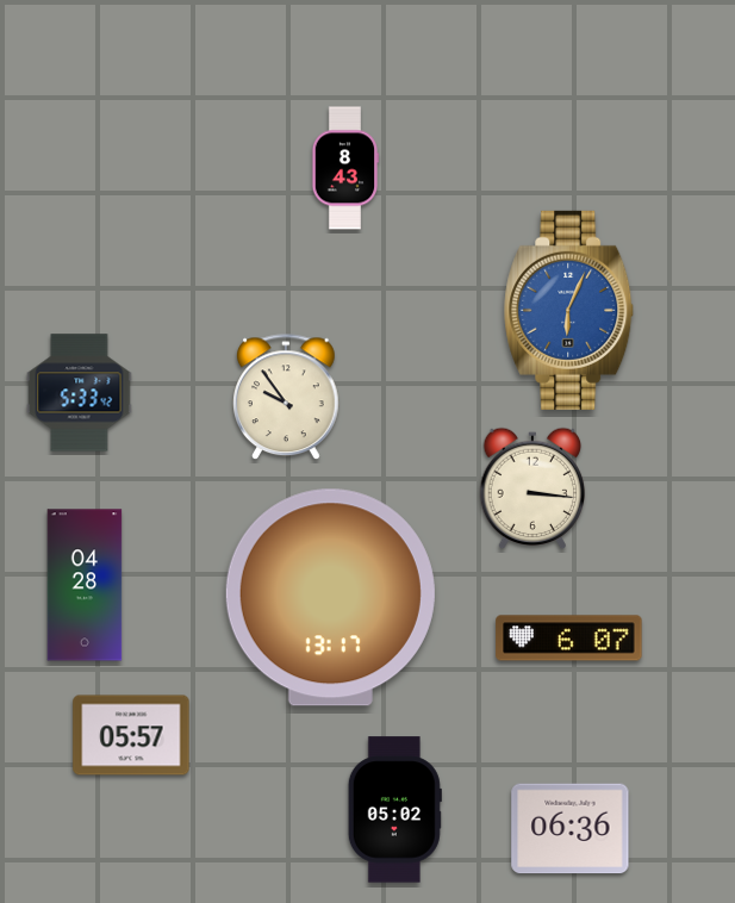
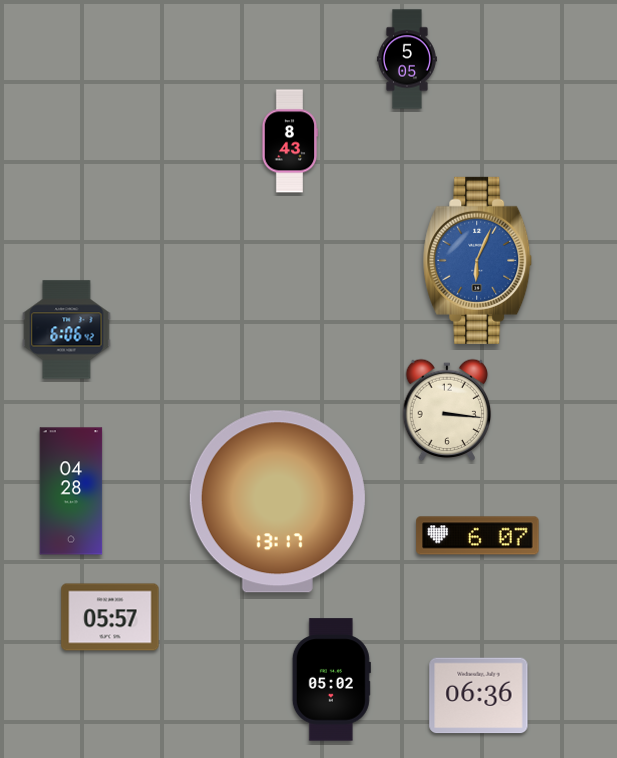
clock at (407, 59): none -> 5:05
clock at (80, 393): 5:33 -> 6:06
clock at (287, 398): 9:54 -> none
